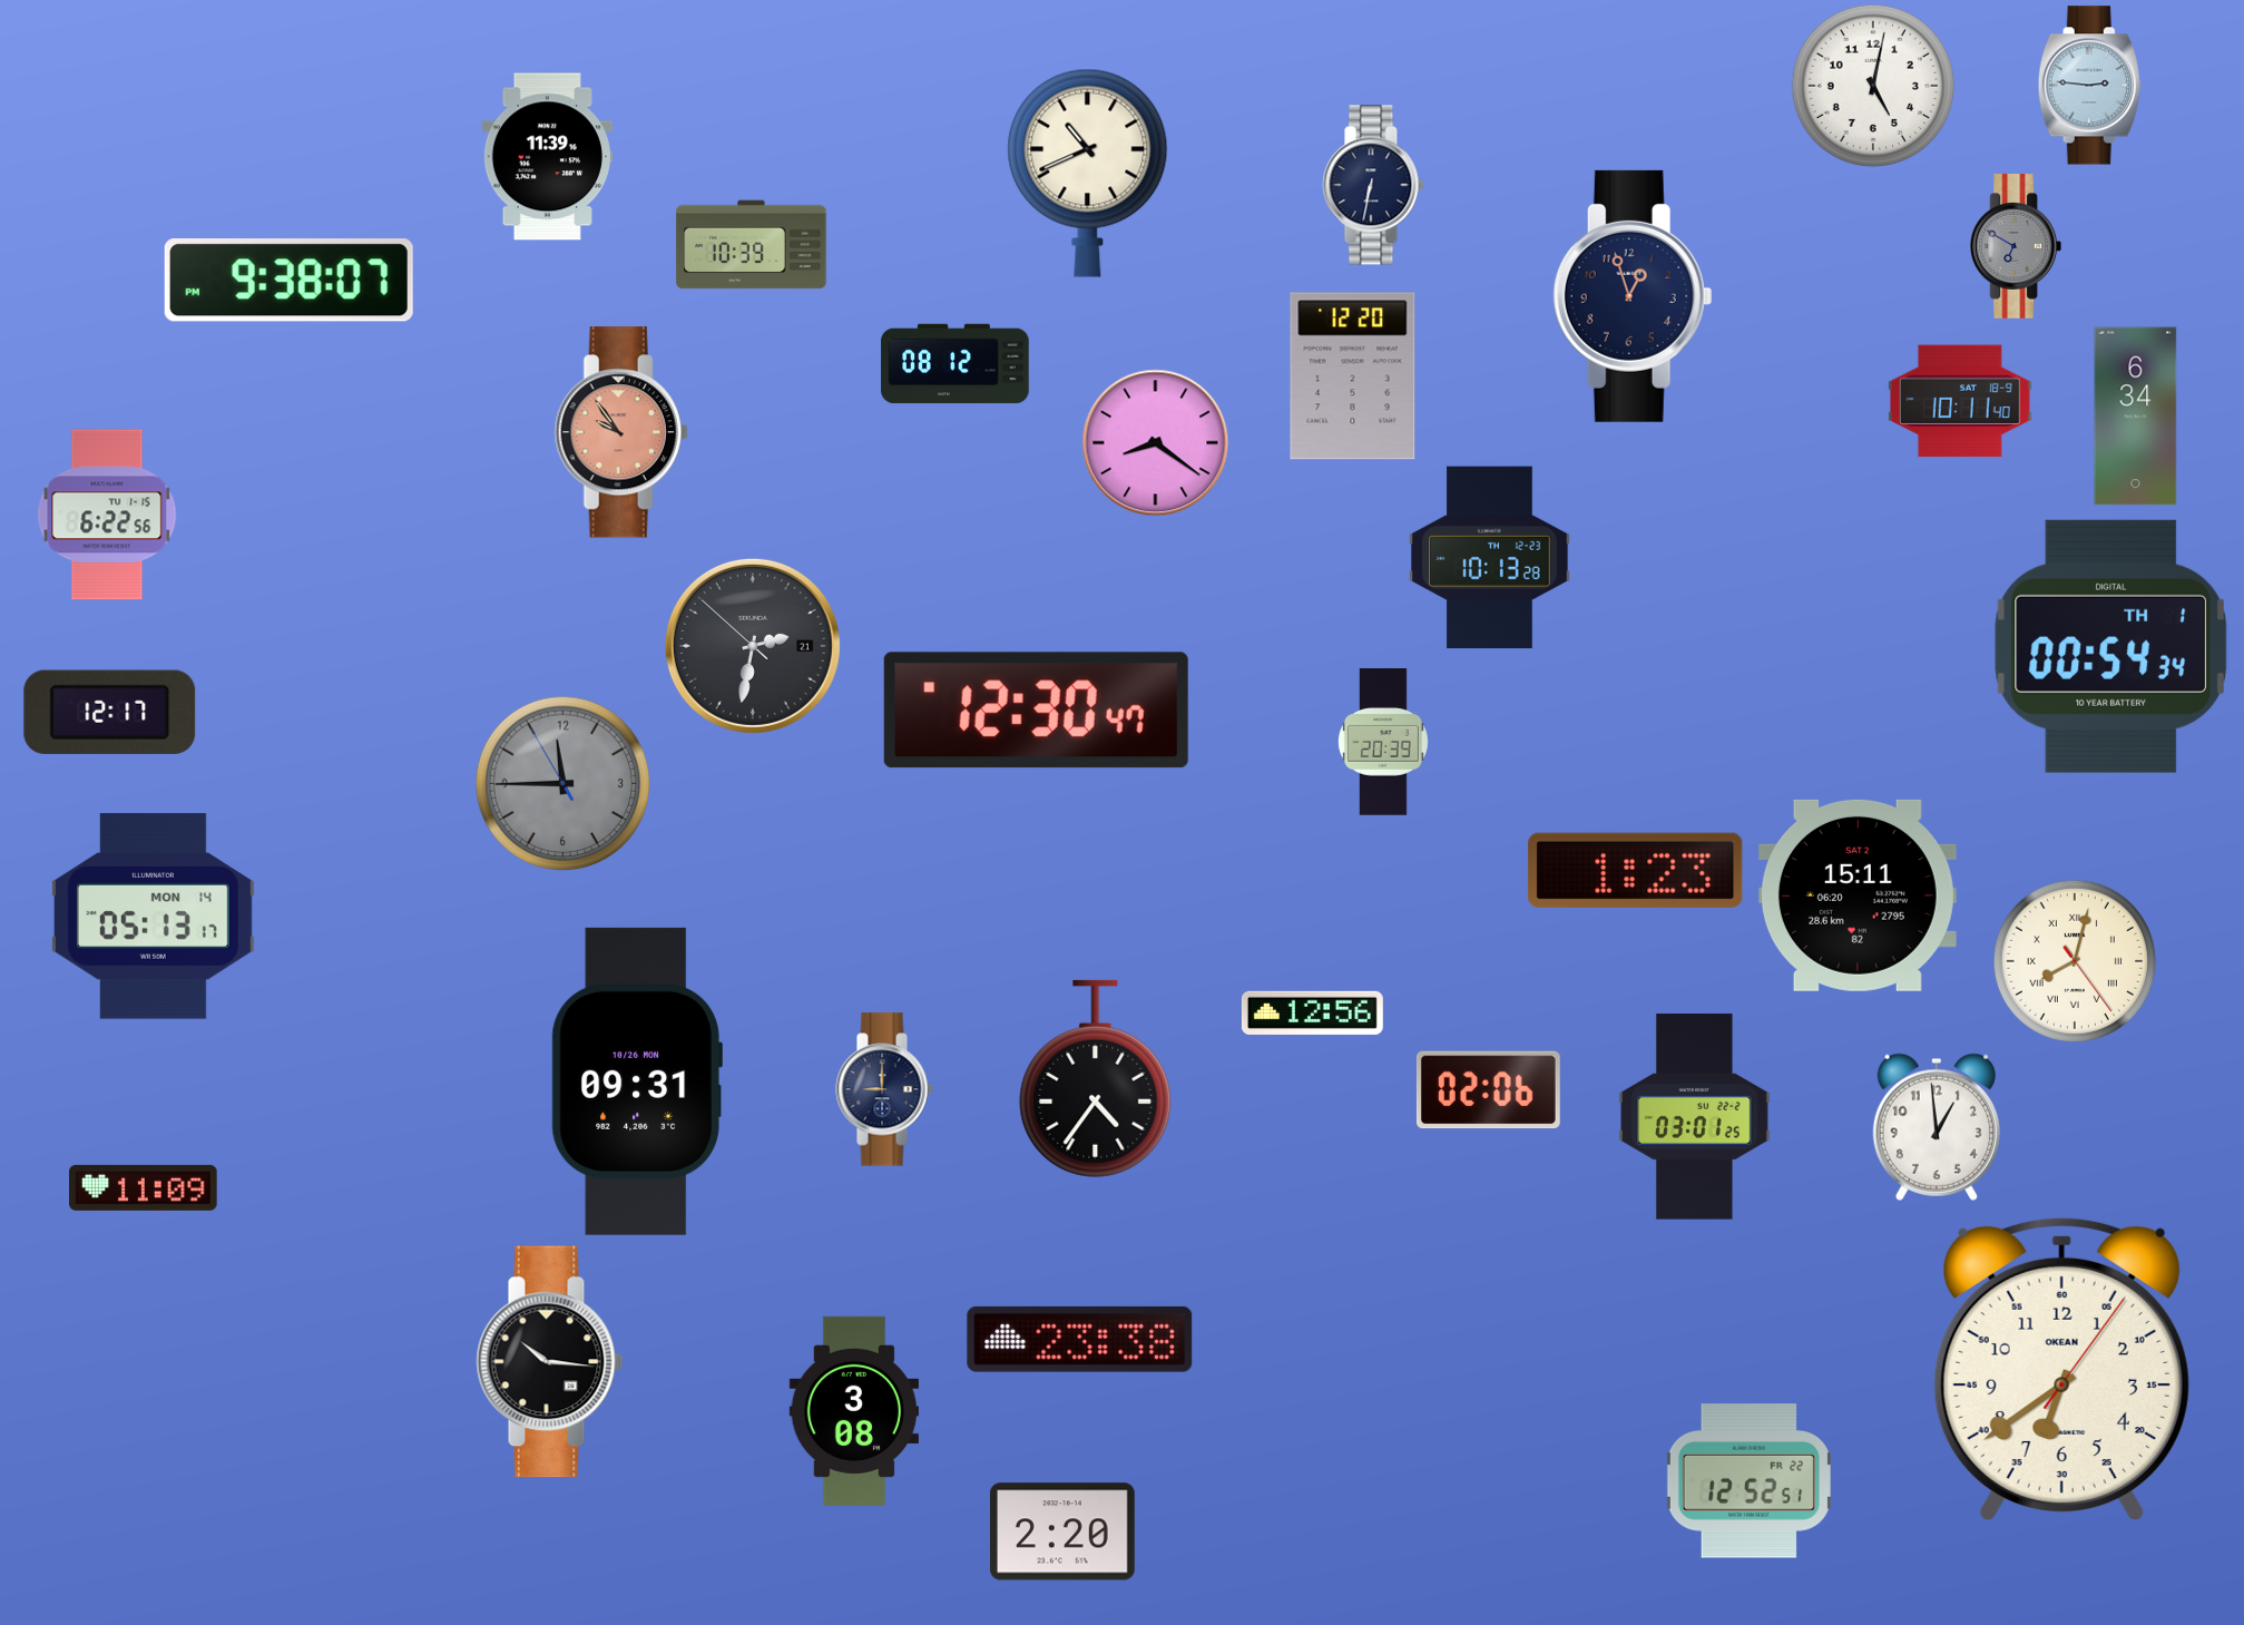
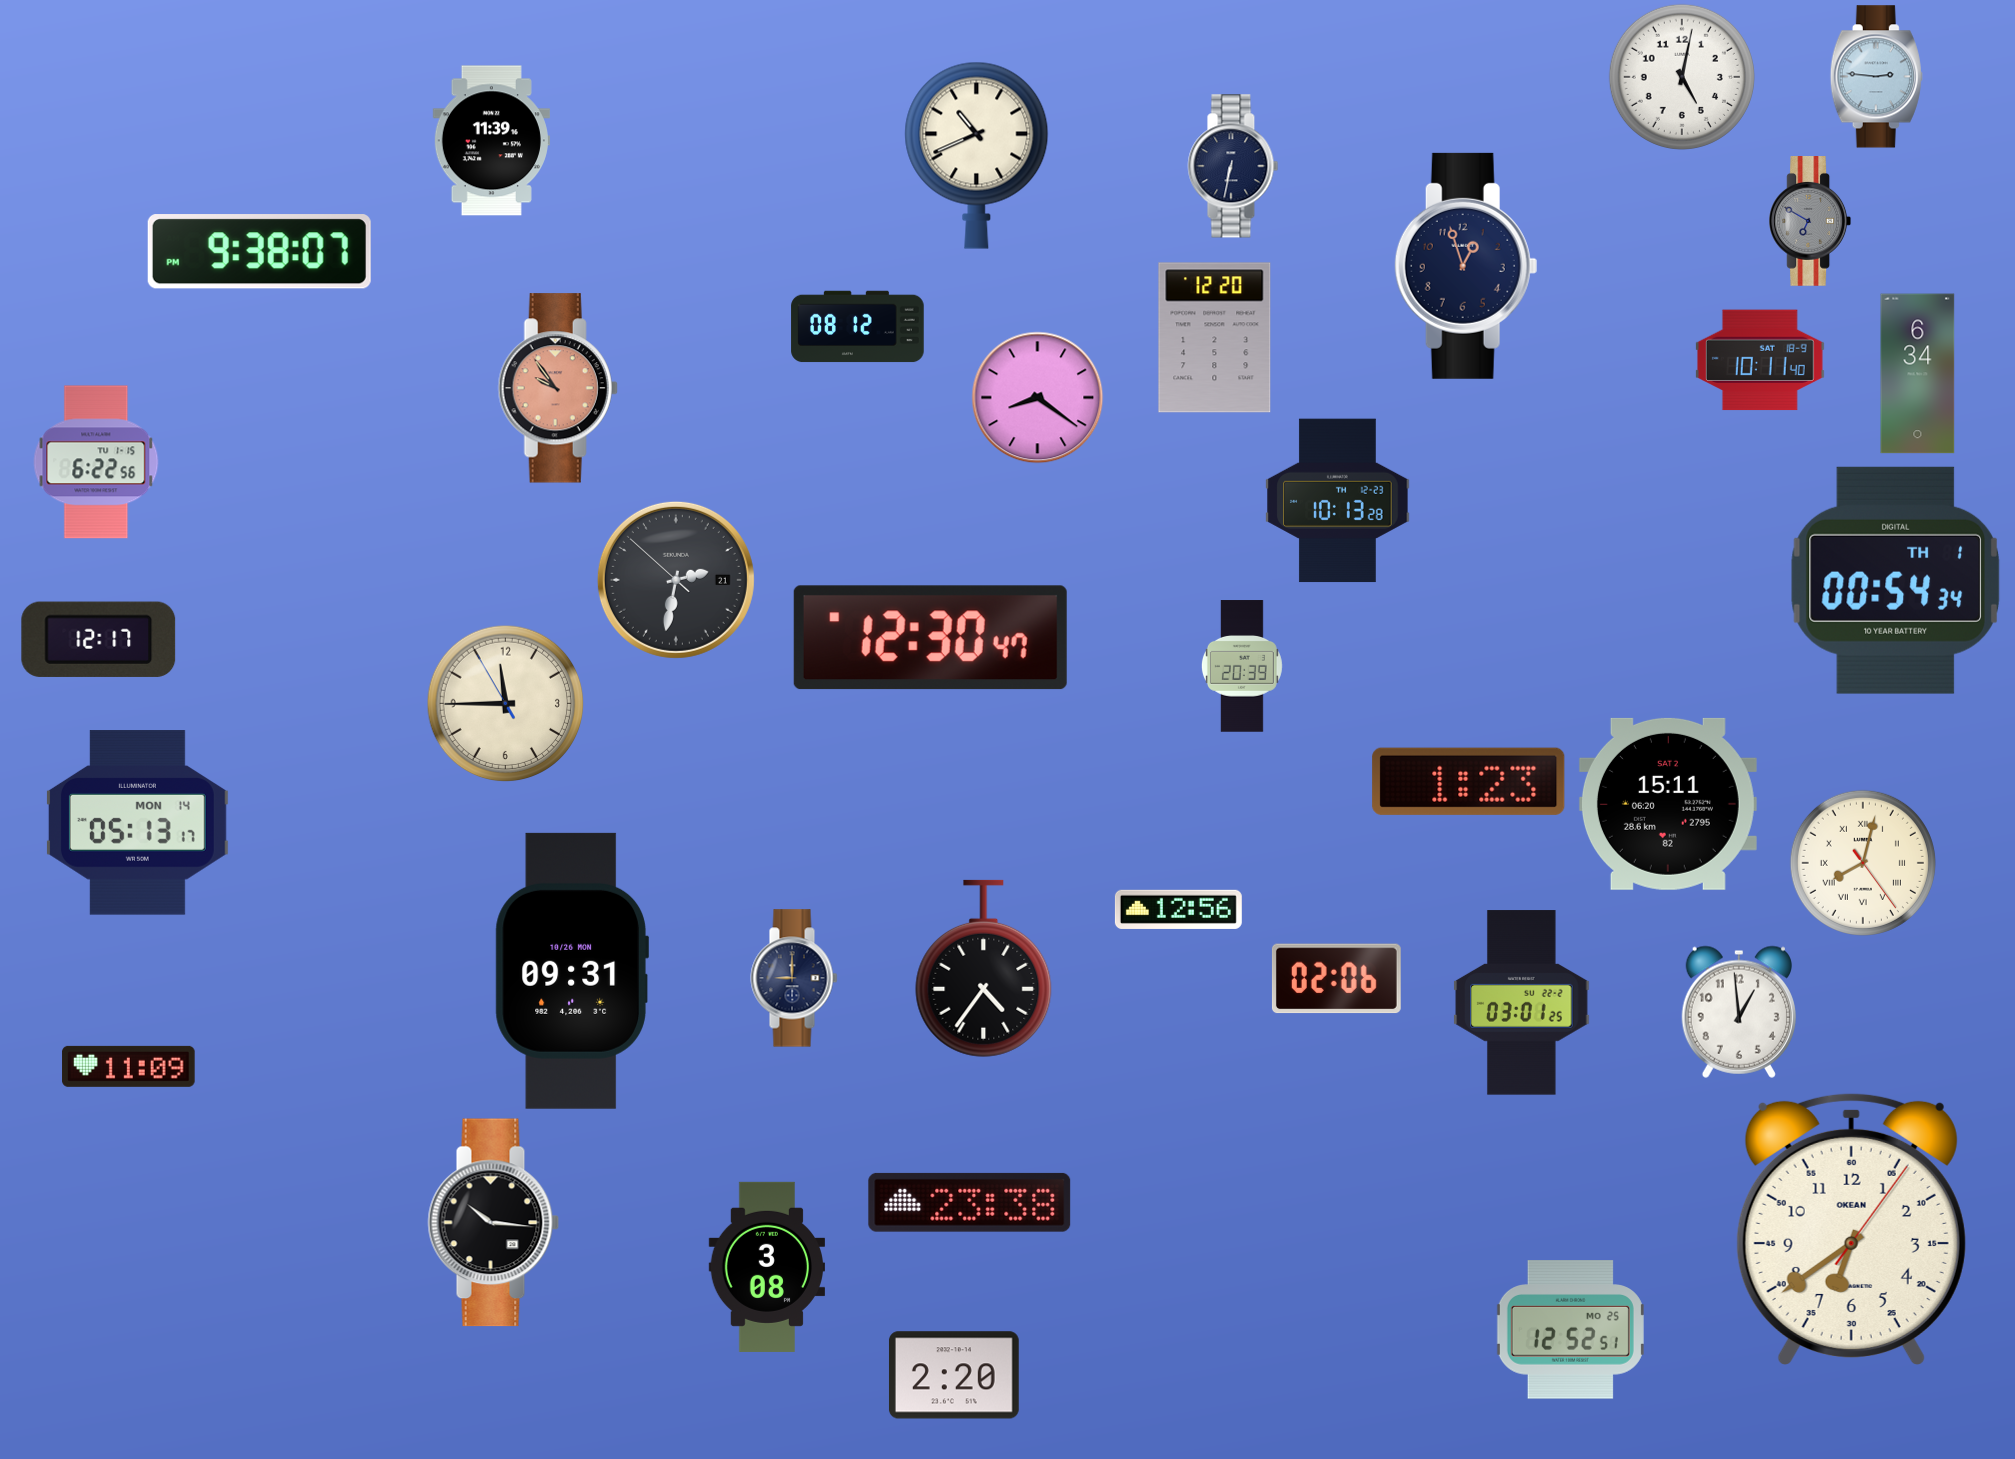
clock at (752, 245): 10:39 -> none
clock at (564, 784) dial: grey -> cream
clock at (1748, 1481) date: FR 22 -> MO 25
